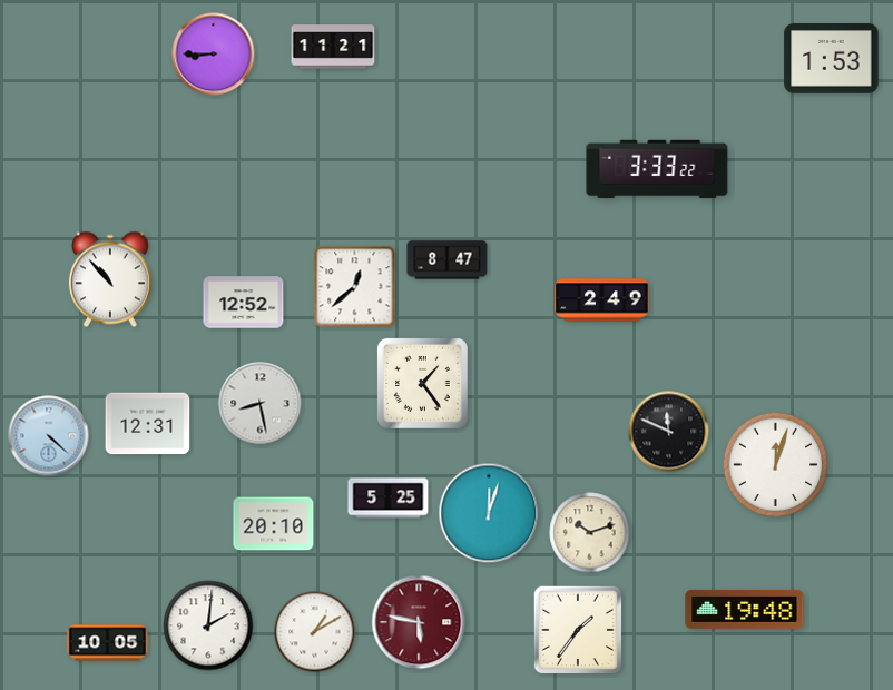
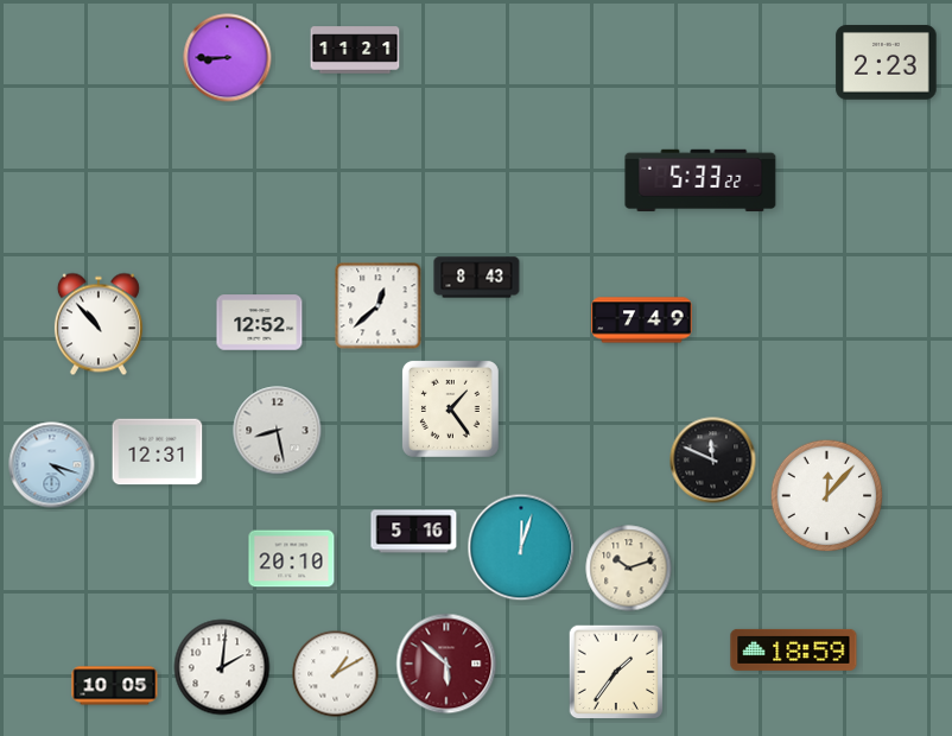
clock at (832, 59): 1:53 -> 2:23
clock at (657, 169): 3:33 -> 5:33
clock at (448, 260): 8:47 -> 8:43
clock at (110, 279) position: (110, 279) -> (99, 324)
clock at (602, 300): 2:49 -> 7:49
clock at (49, 436): 4:22 -> 4:18
clock at (776, 465): 12:03 -> 12:07
clock at (389, 499): 5:25 -> 5:16
clock at (745, 609): 19:48 -> 18:59
clock at (419, 622): 5:47 -> 5:52
